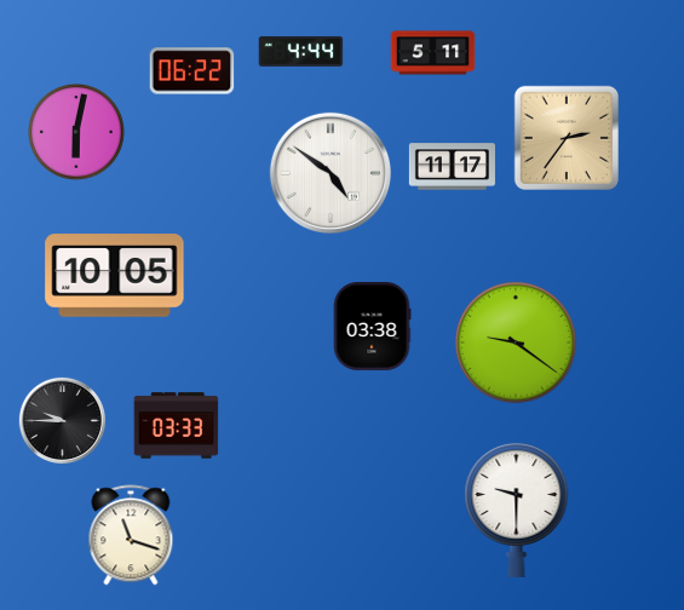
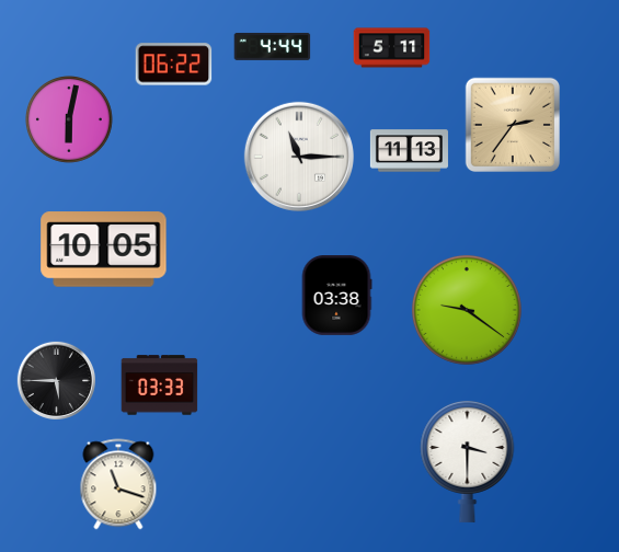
clock at (452, 167): 11:17 -> 11:13
clock at (330, 173): 4:51 -> 11:15
clock at (62, 420): 9:45 -> 5:45
clock at (517, 510): 9:30 -> 3:30
